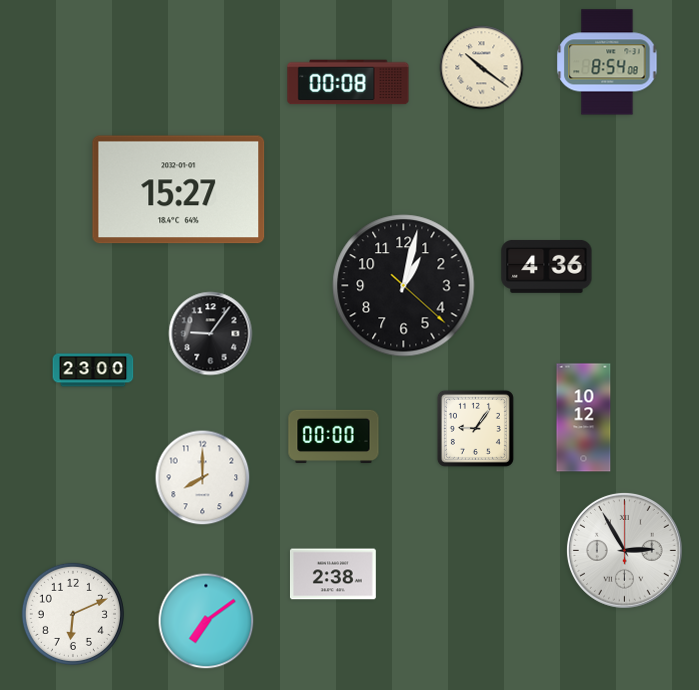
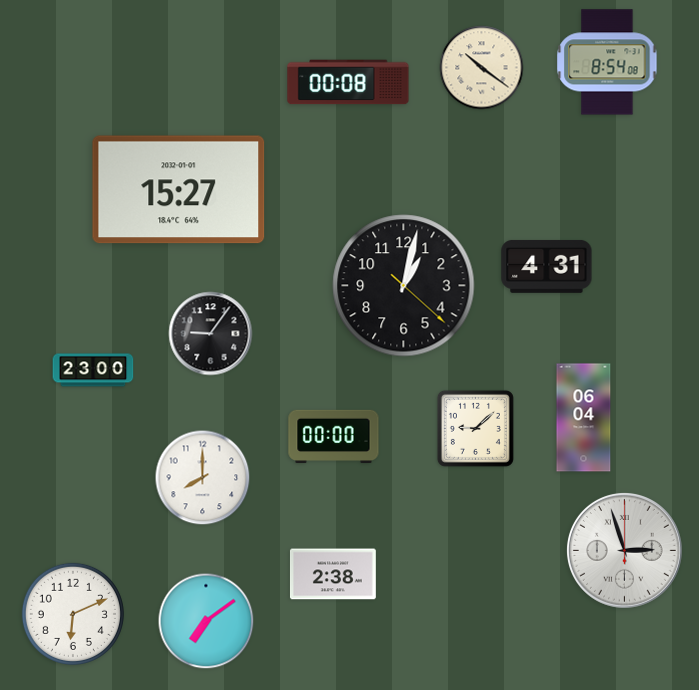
clock at (547, 266): 4:36 -> 4:31
clock at (584, 418): 10:12 -> 06:04
clock at (475, 428): 9:06 -> 9:08
clock at (624, 550): 2:55 -> 2:57
